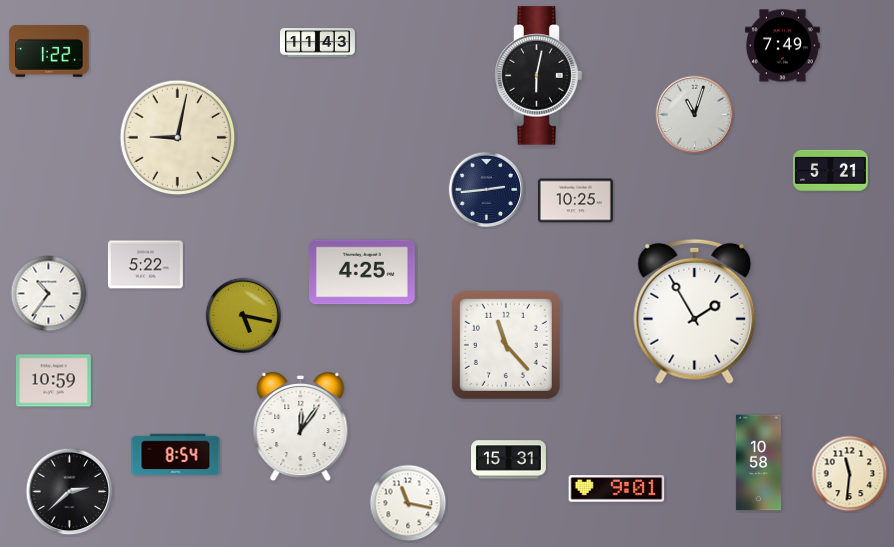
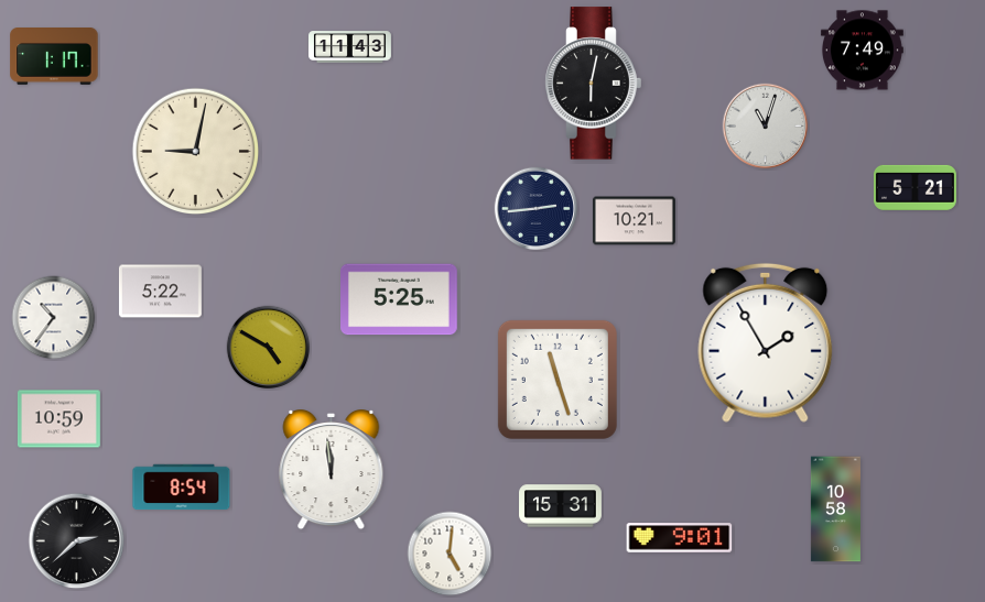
clock at (49, 52): 1:22 -> 1:17
clock at (575, 201): 10:25 -> 10:21
clock at (363, 272): 4:25 -> 5:25
clock at (49, 294) position: (49, 294) -> (54, 318)
clock at (244, 316): 5:17 -> 4:50
clock at (506, 345): 11:23 -> 11:27
clock at (301, 428): 12:06 -> 11:59
clock at (176, 455) position: (176, 455) -> (182, 488)
clock at (850, 474): 11:31 -> none
clock at (408, 503): 11:17 -> 5:01
